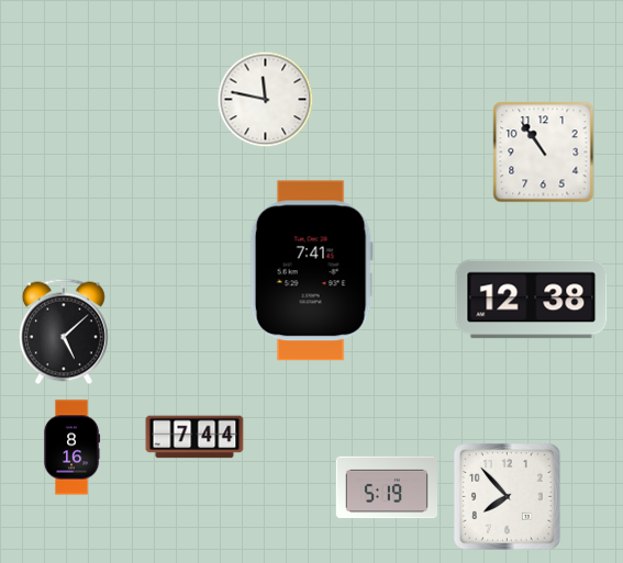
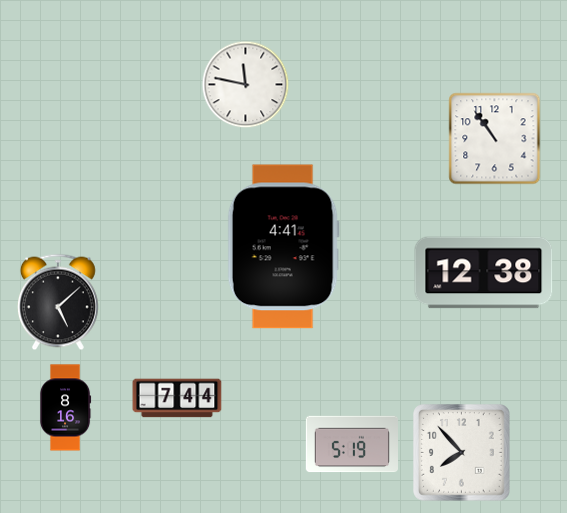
clock at (266, 100) position: (266, 100) -> (246, 85)
clock at (311, 271): 7:41 -> 4:41
